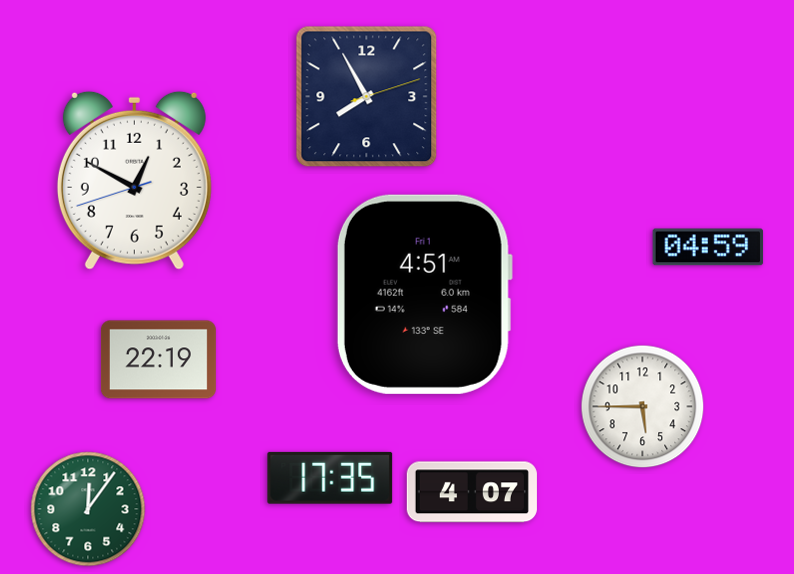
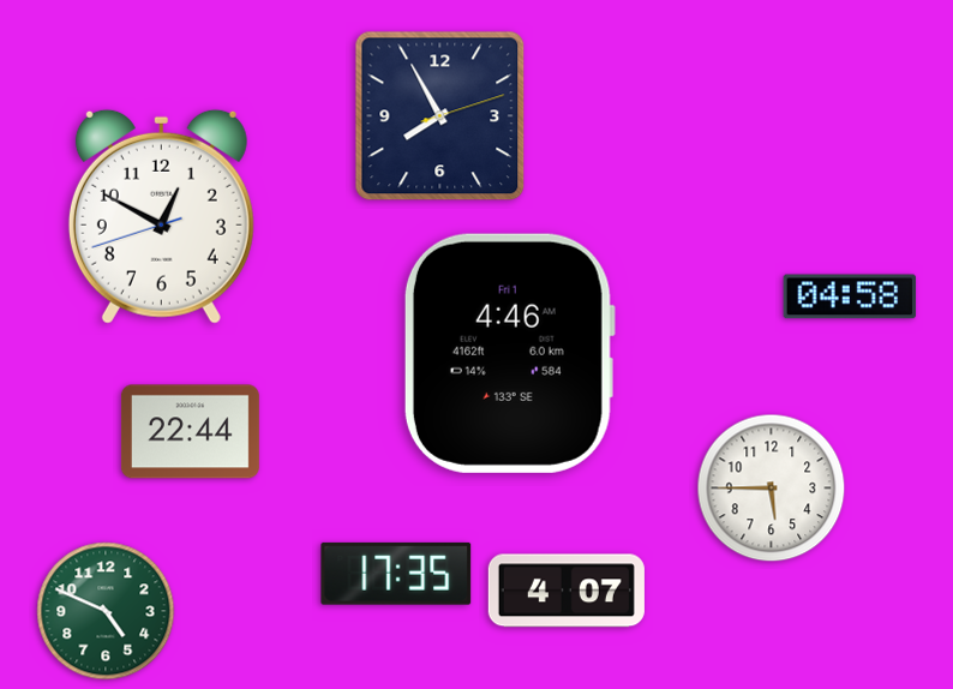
clock at (708, 247): 04:59 -> 04:58
clock at (424, 294): 4:51 -> 4:46
clock at (158, 360): 22:19 -> 22:44
clock at (88, 509): 12:06 -> 4:49
